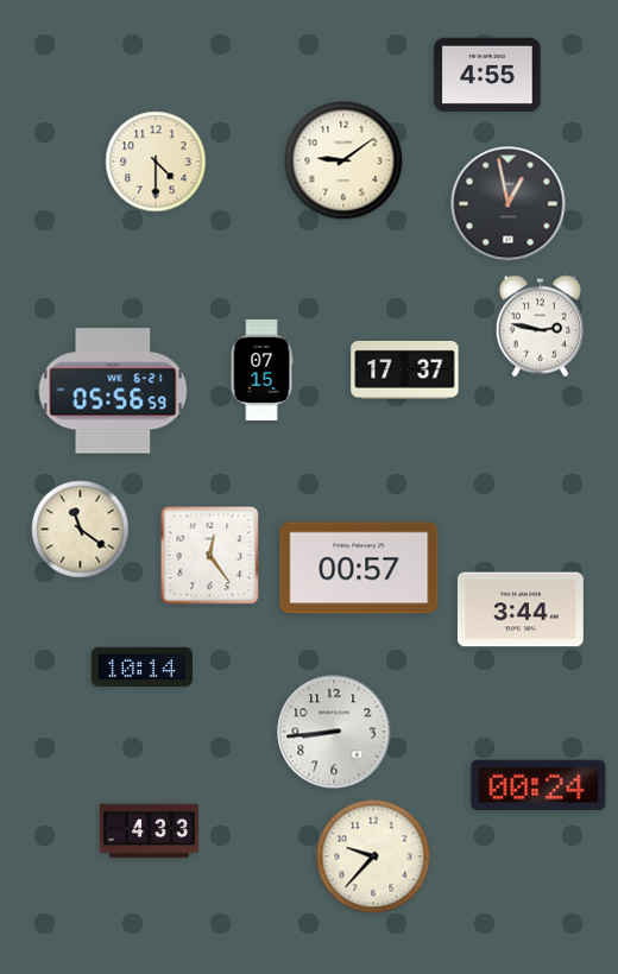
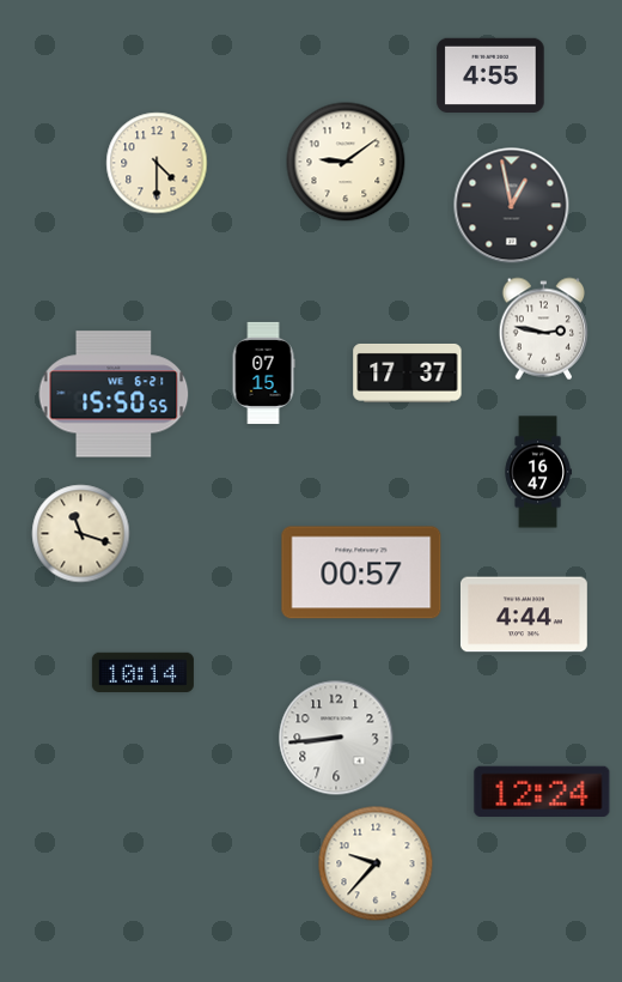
clock at (113, 391): 05:56 -> 15:50
clock at (537, 472): none -> 16:47
clock at (81, 530): 11:21 -> 11:18
clock at (210, 556): 12:24 -> none
clock at (521, 609): 3:44 -> 4:44
clock at (538, 784): 00:24 -> 12:24
clock at (150, 831): 4:33 -> none
